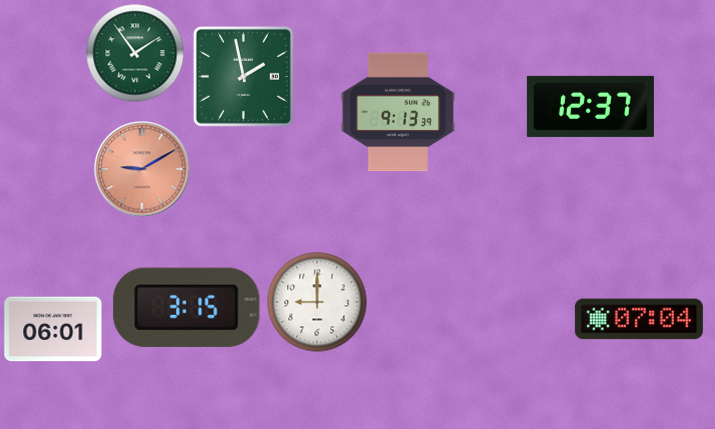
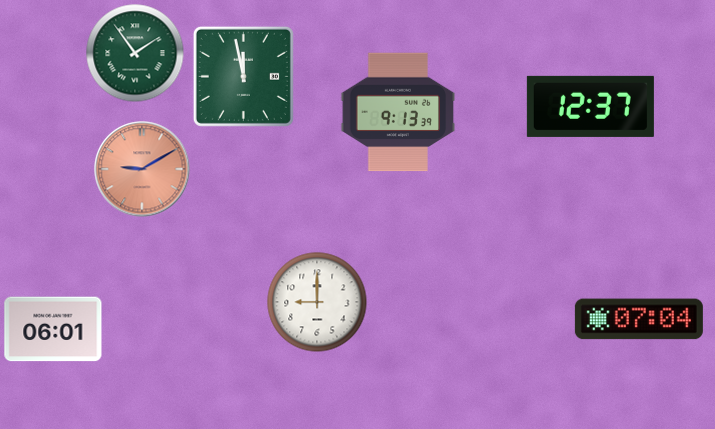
clock at (243, 76): 1:58 -> 11:58
clock at (187, 307): 3:15 -> none
